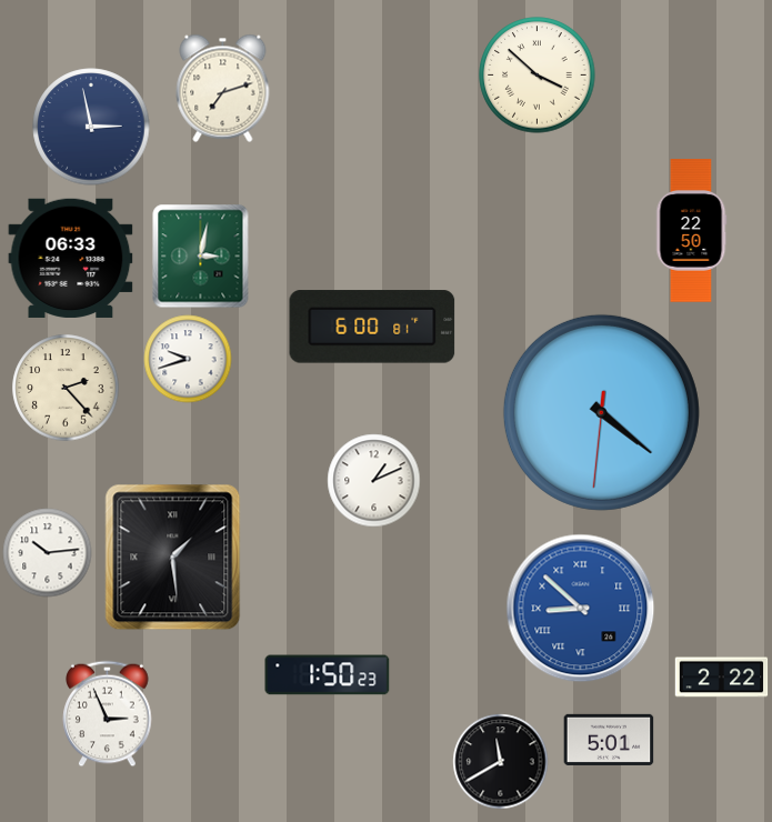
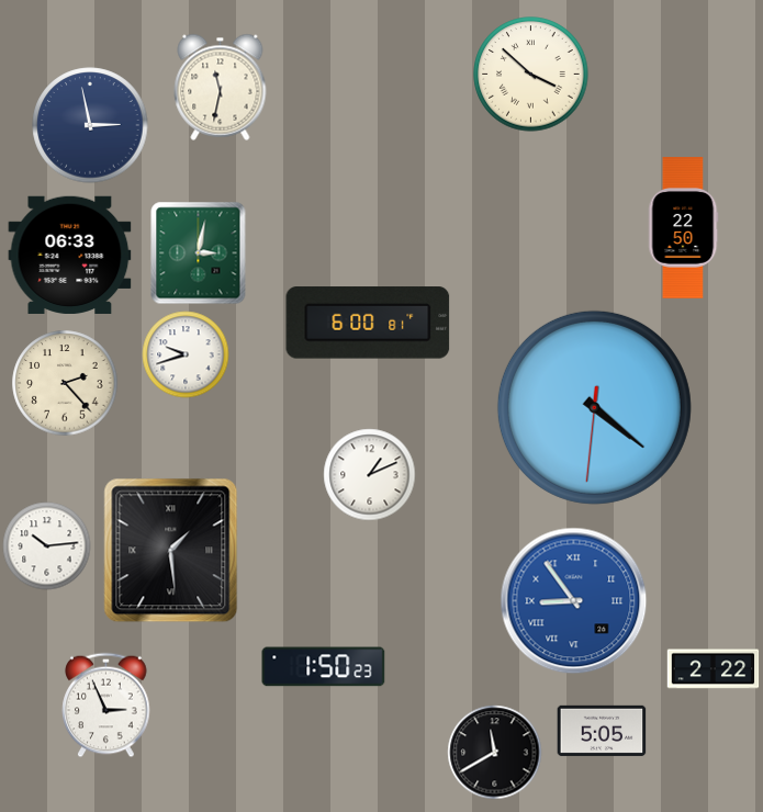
clock at (223, 88): 7:12 -> 11:32
clock at (581, 609): 8:52 -> 8:54
clock at (609, 740): 5:01 -> 5:05
